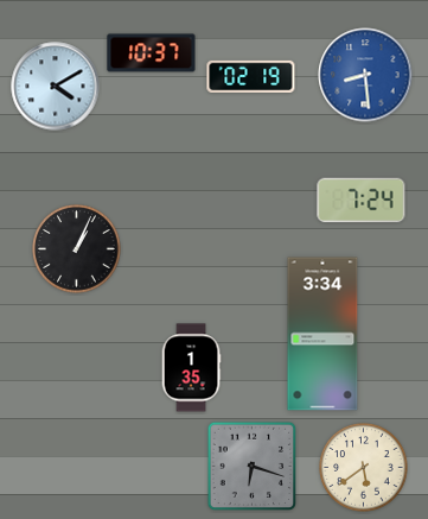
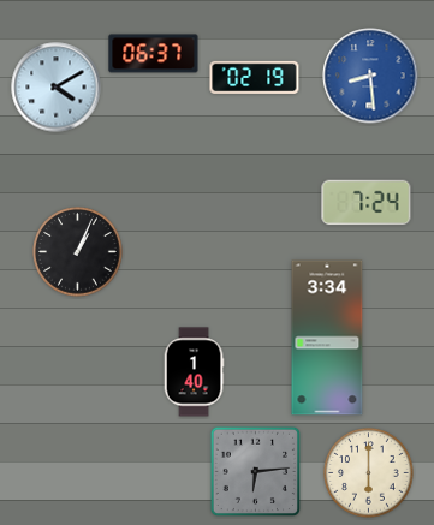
clock at (152, 53): 10:37 -> 06:37
clock at (191, 368): 1:35 -> 1:40
clock at (253, 467): 6:18 -> 6:14
clock at (364, 468): 5:39 -> 6:00
